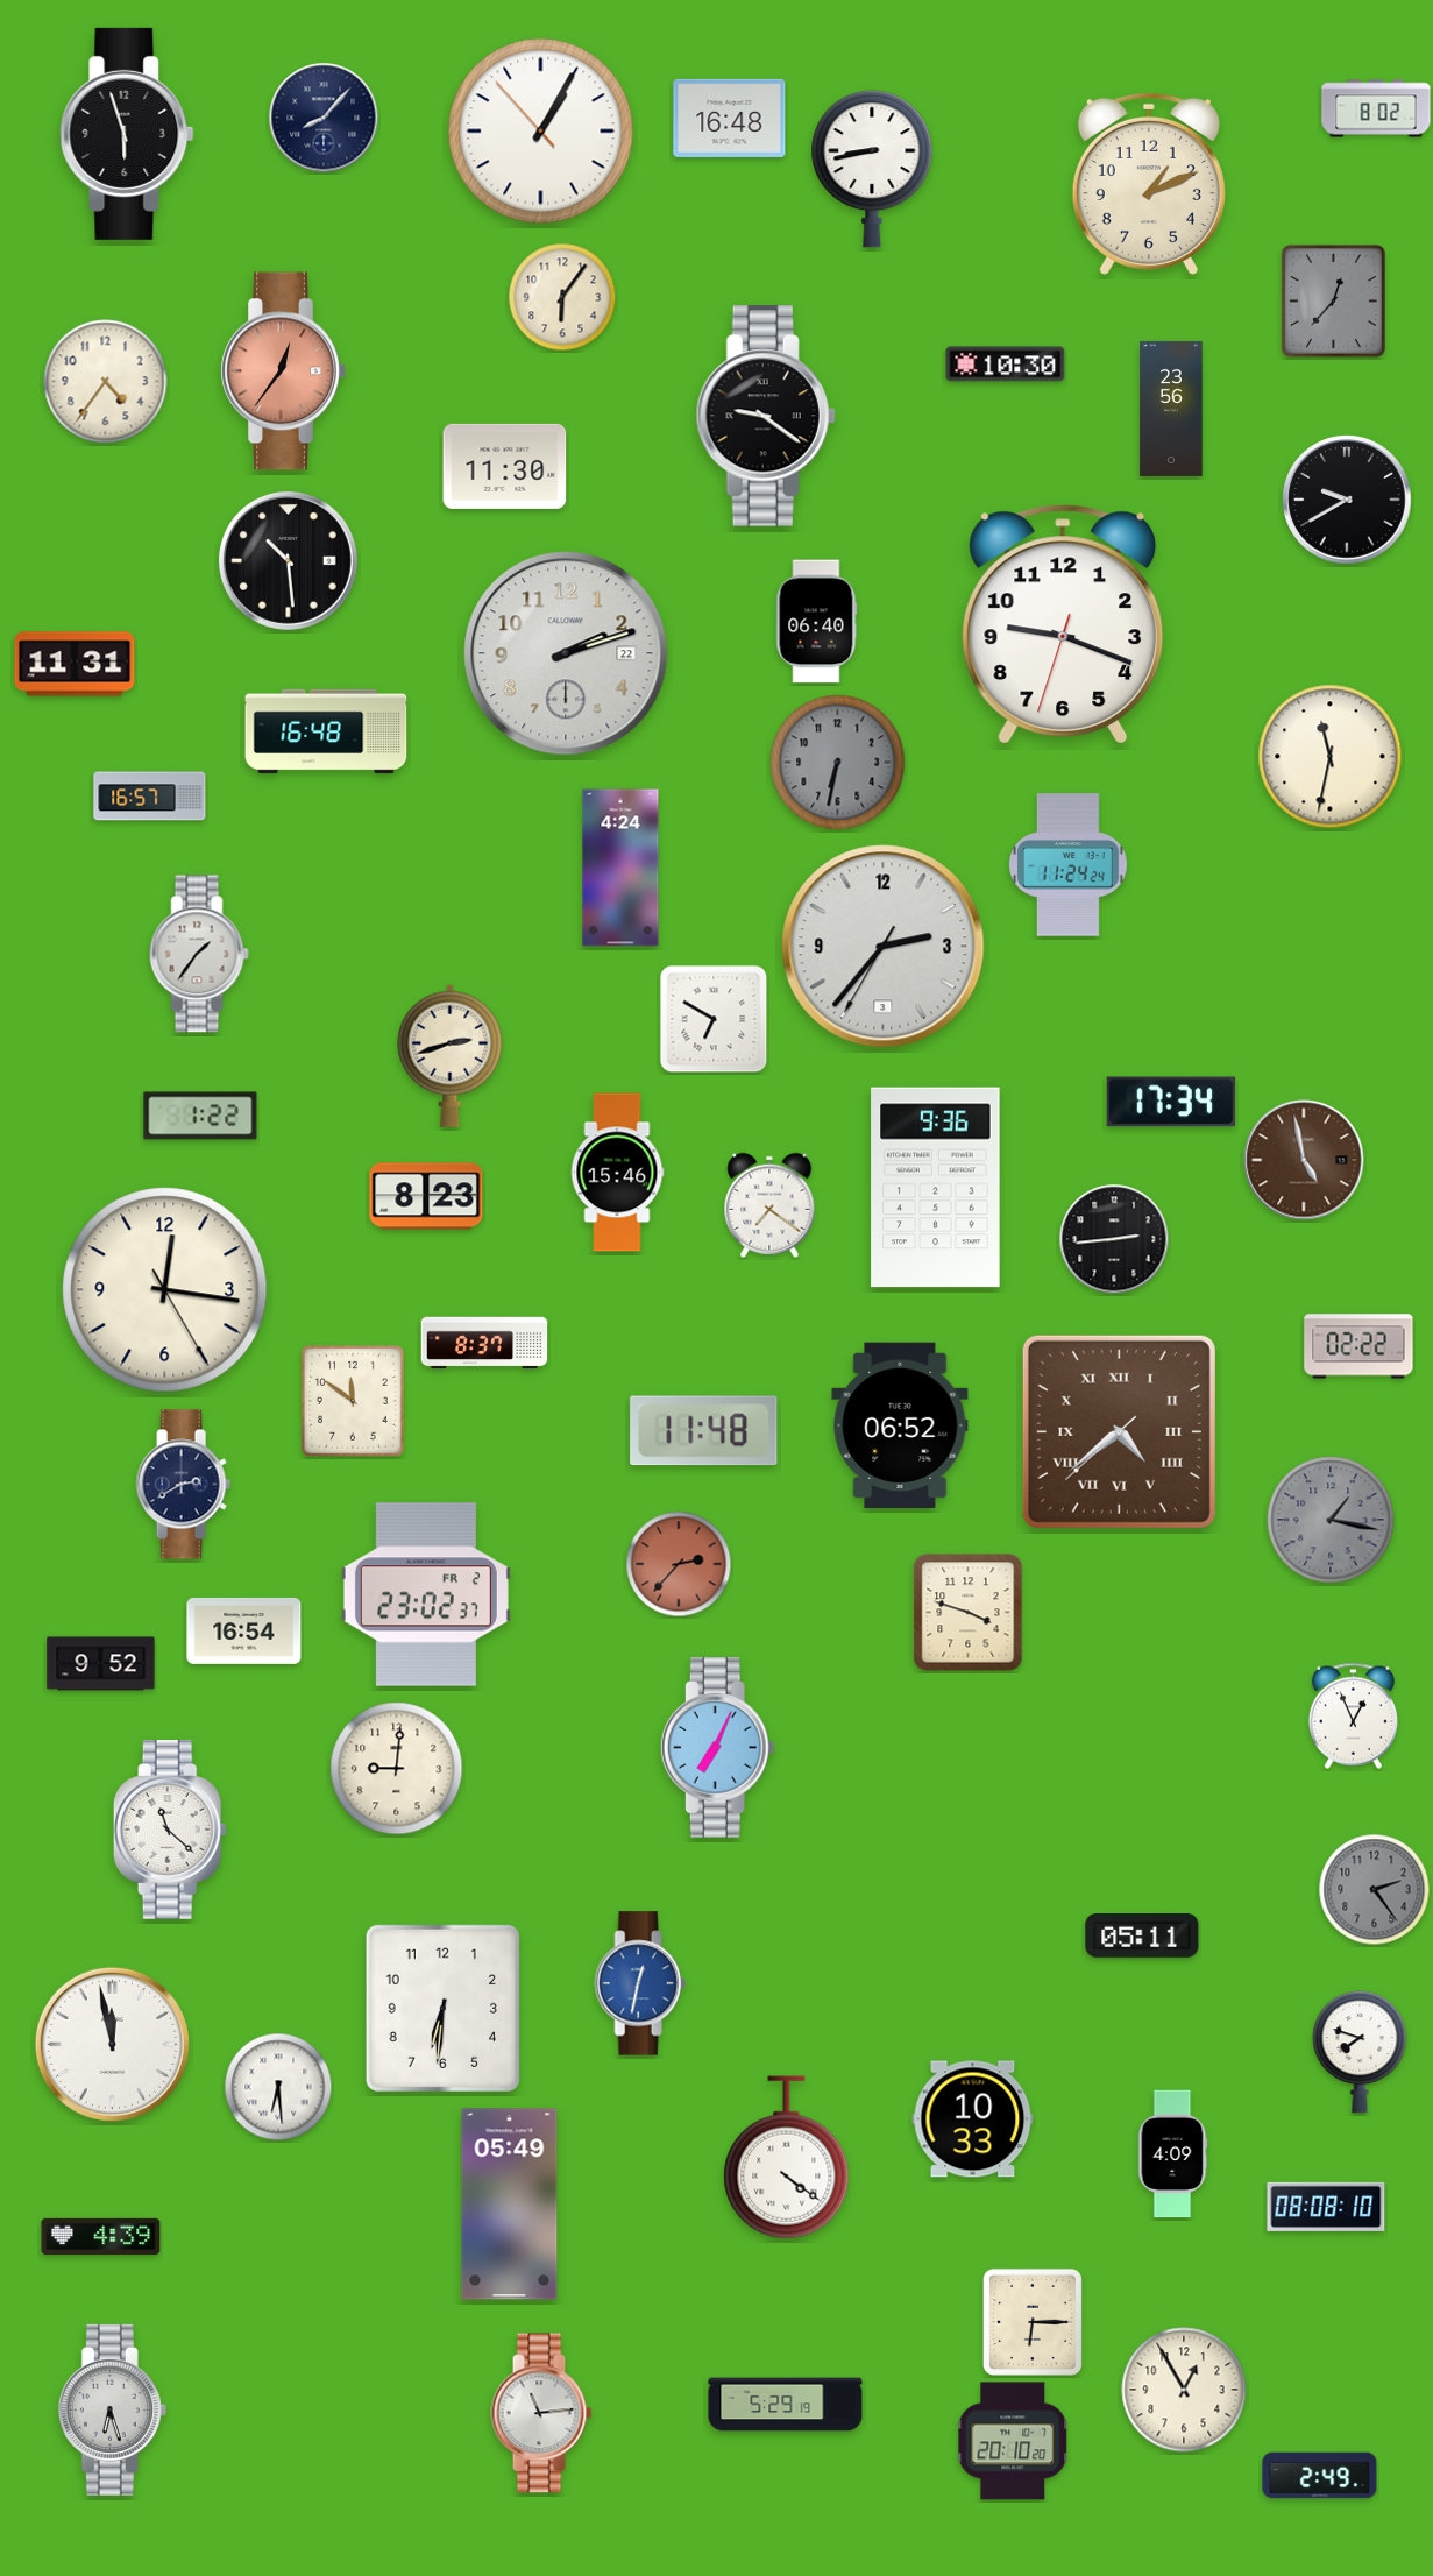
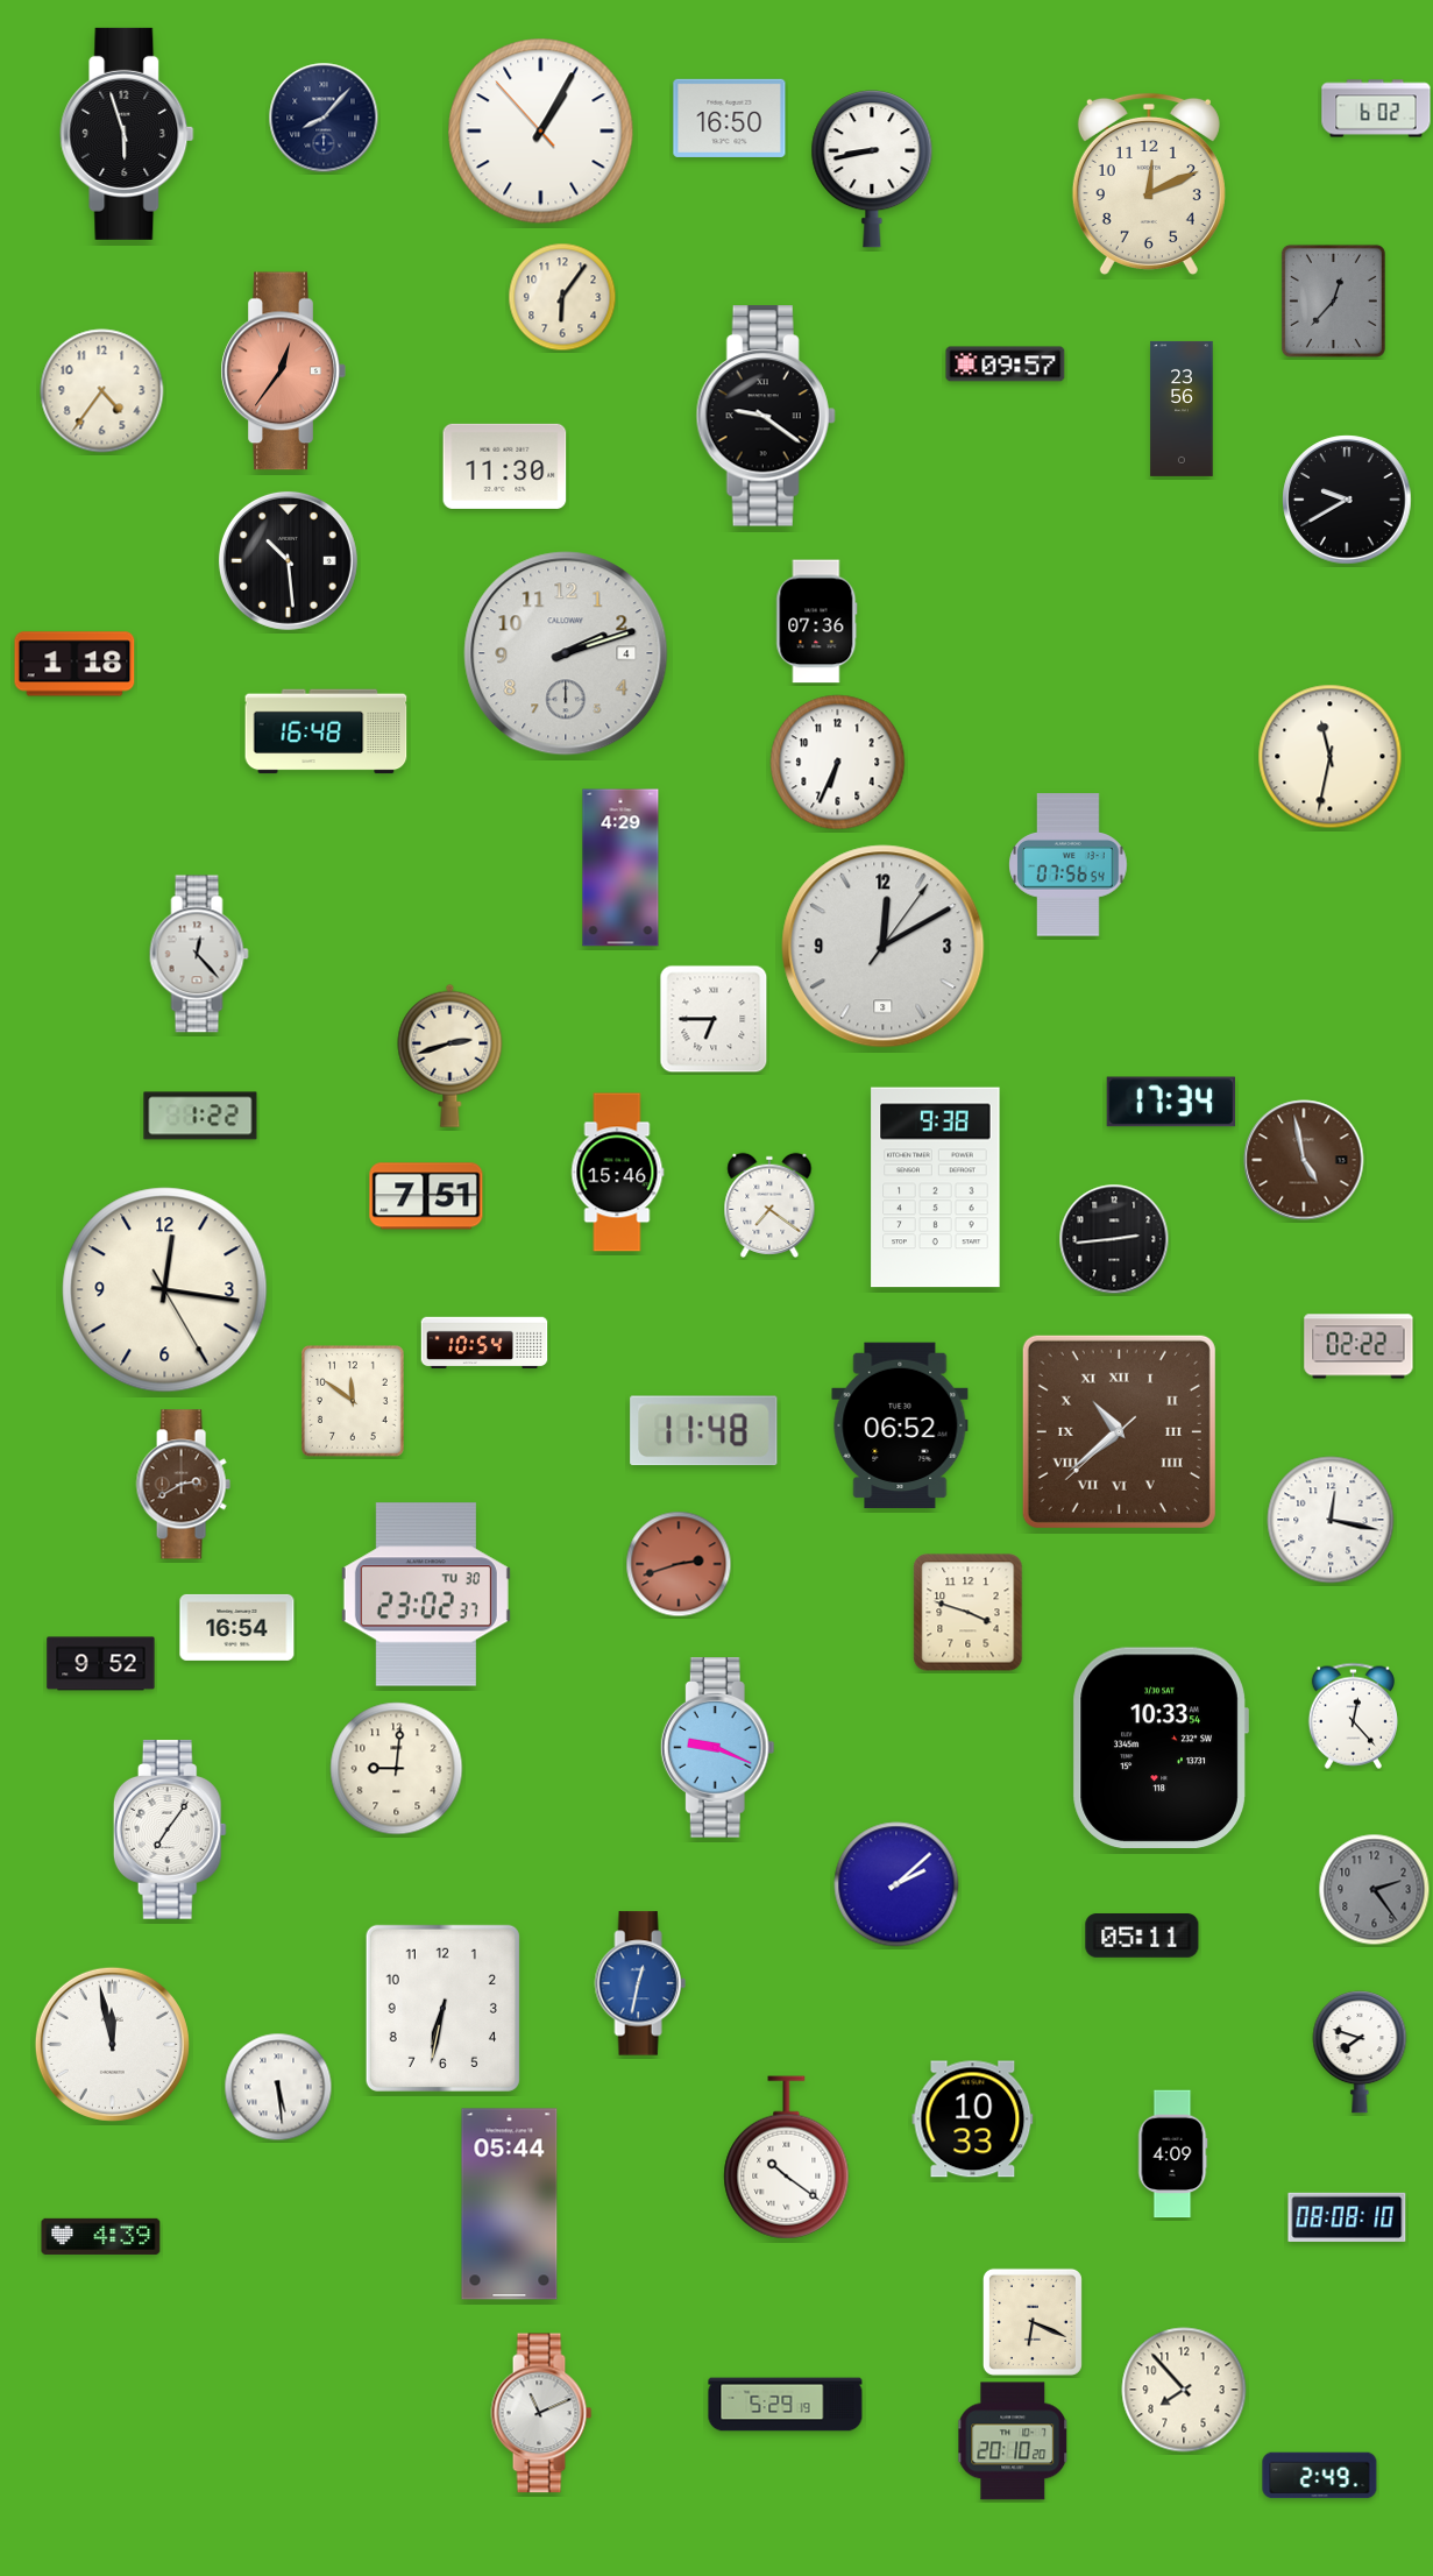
clock at (1376, 108): 8:02 -> 6:02
clock at (730, 118): 16:48 -> 16:50
clock at (1149, 184): 1:11 -> 12:11
clock at (1006, 365): 10:30 -> 09:57
clock at (106, 382) position: (106, 382) -> (102, 391)
clock at (1171, 409) position: (1171, 409) -> (1182, 409)
clock at (817, 622): 06:40 -> 07:36
clock at (1063, 624): 9:18 -> none
clock at (566, 653) date: 22 -> 4
clock at (75, 664): 11:31 -> 1:18
clock at (838, 763): 6:32 -> 6:34
clock at (838, 763) dial: grey -> white
clock at (150, 797): 16:57 -> none
clock at (1069, 865): 11:24 -> 07:56
clock at (620, 868): 4:24 -> 4:29
clock at (884, 947): 2:36 -> 12:10
clock at (199, 954): 1:36 -> 12:23
clock at (714, 1019): 6:50 -> 6:45
clock at (936, 1188): 9:36 -> 9:38
clock at (426, 1196): 8:23 -> 7:51
clock at (484, 1343): 8:37 -> 10:54
clock at (1119, 1431): 4:38 -> 10:38
clock at (183, 1485) dial: navy -> brown
clock at (1331, 1520): 1:17 -> 12:17
clock at (1331, 1520) dial: grey -> white
clock at (679, 1564): 2:37 -> 2:42
clock at (426, 1594) date: FR 2 -> TU 30
clock at (244, 1630) position: (244, 1630) -> (237, 1627)
clock at (1353, 1715): 12:56 -> 12:23
clock at (1161, 1747): none -> 10:33
clock at (717, 1748): 7:04 -> 9:19
clock at (170, 1830): 11:22 -> 7:06
clock at (896, 1884): none -> 2:08
clock at (442, 2008): 6:31 -> 6:32
clock at (278, 2087): 6:29 -> 5:29
clock at (787, 2158): 4:21 -> 10:21
clock at (510, 2205): 05:49 -> 05:44
clock at (1326, 2207) position: (1326, 2207) -> (1347, 2217)
clock at (1033, 2322): 6:15 -> 6:19
clock at (1184, 2390): 12:55 -> 7:53
clock at (112, 2409): 6:27 -> none
clock at (541, 2413): 11:14 -> 11:11
